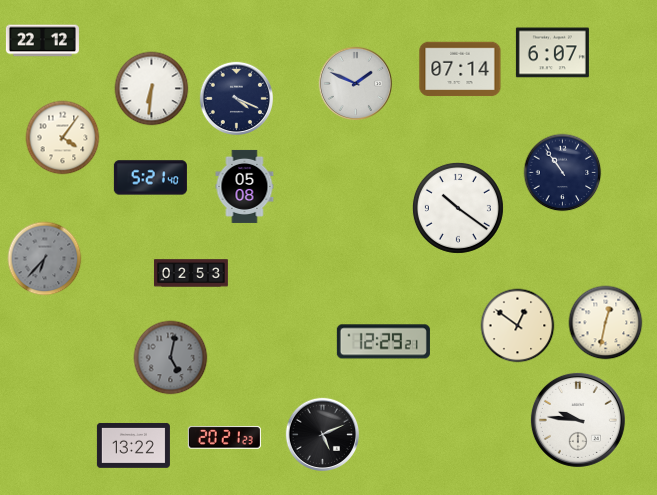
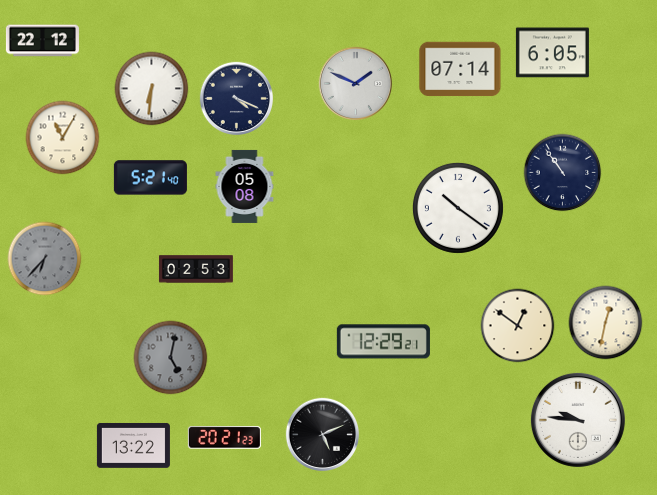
clock at (552, 53): 6:07 -> 6:05
clock at (63, 138): 4:06 -> 11:05
clock at (191, 273) position: (191, 273) -> (196, 269)
